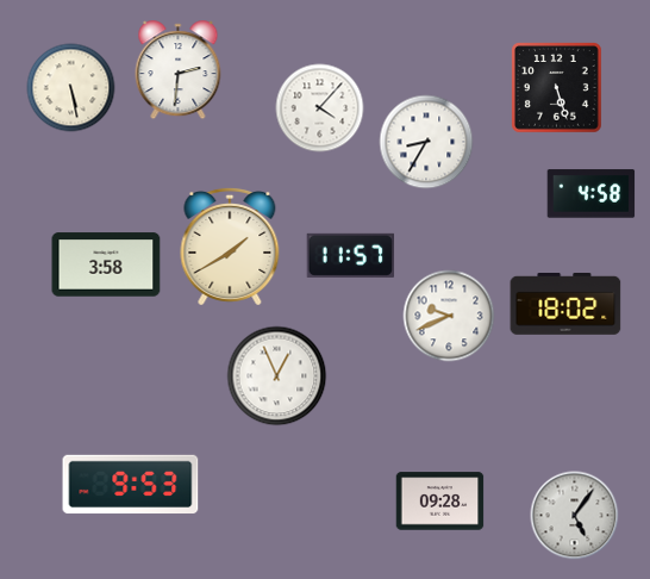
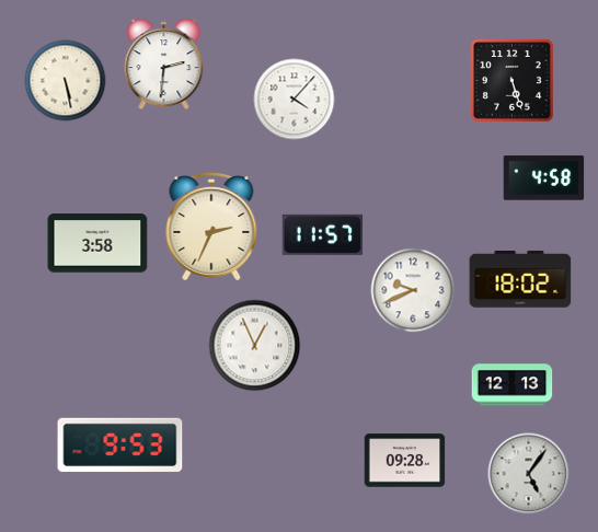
clock at (426, 142): 8:35 -> none
clock at (230, 247): 1:40 -> 2:34
clock at (513, 385): none -> 12:13
